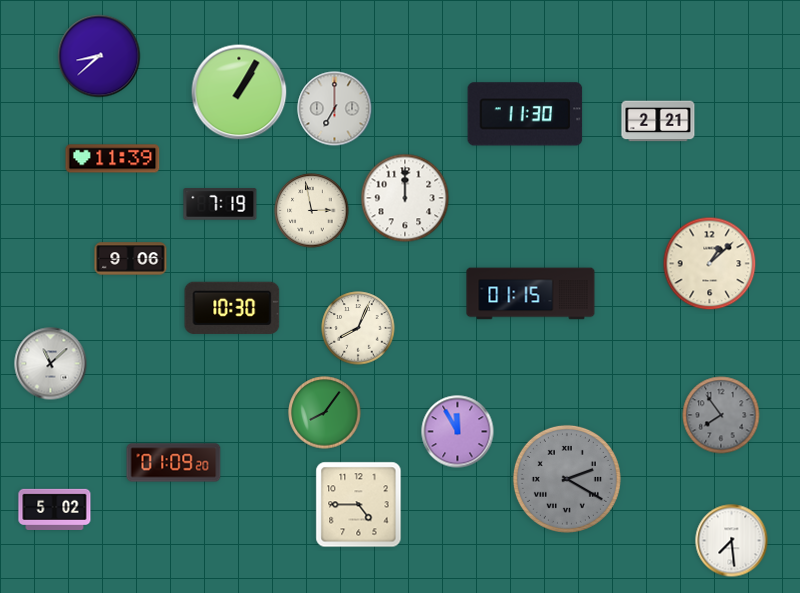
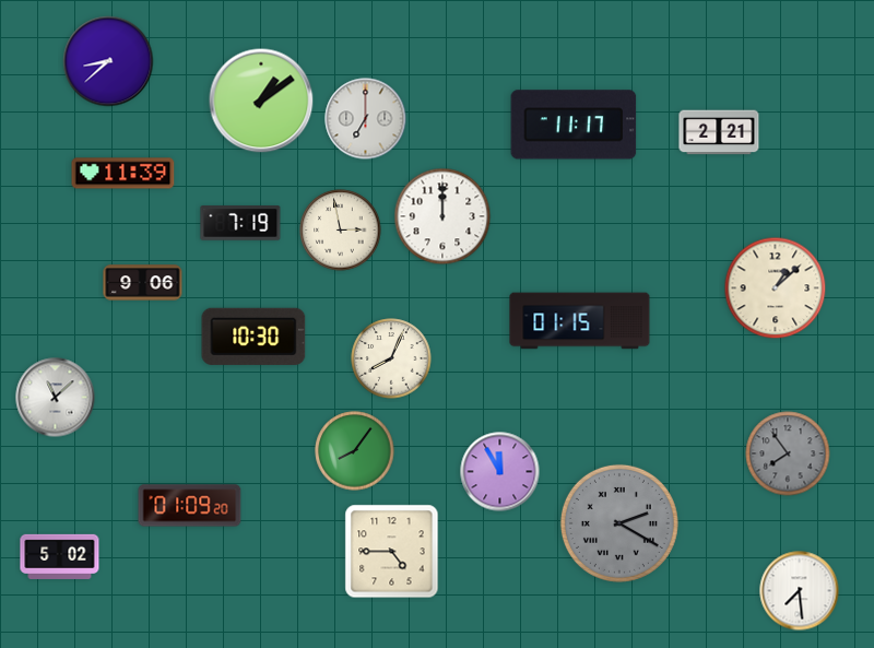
clock at (239, 92): 1:05 -> 1:09
clock at (525, 114): 11:30 -> 11:17
